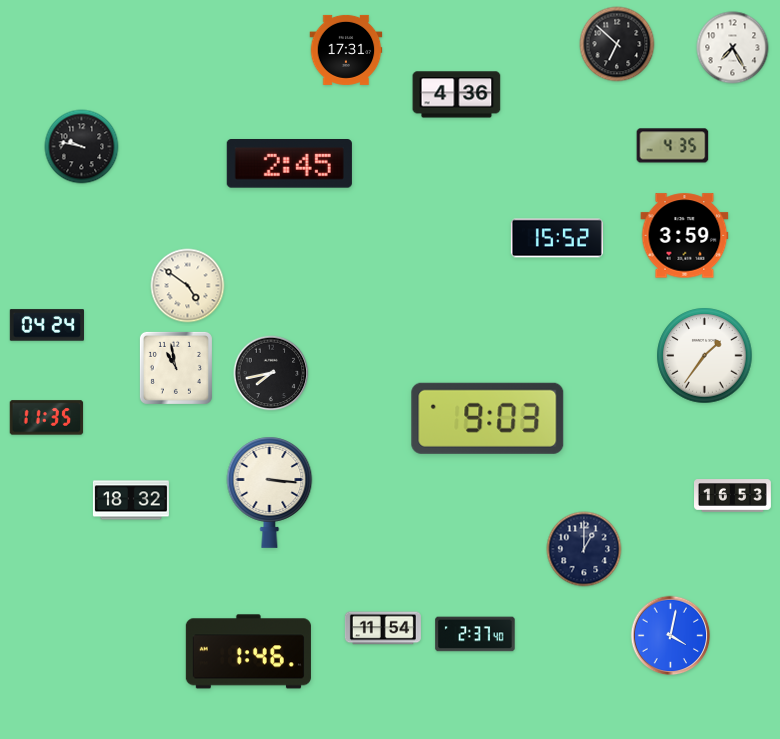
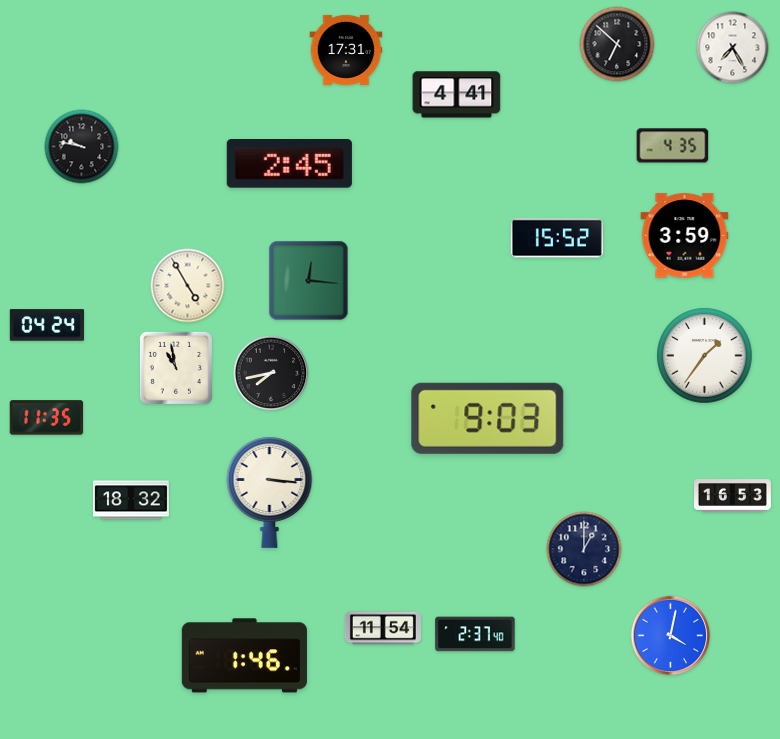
clock at (457, 95): 4:36 -> 4:41
clock at (309, 281): none -> 12:16
clock at (188, 286): 4:51 -> 4:55
clock at (248, 652) position: (248, 652) -> (244, 656)
